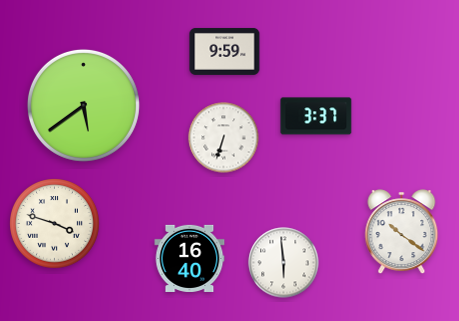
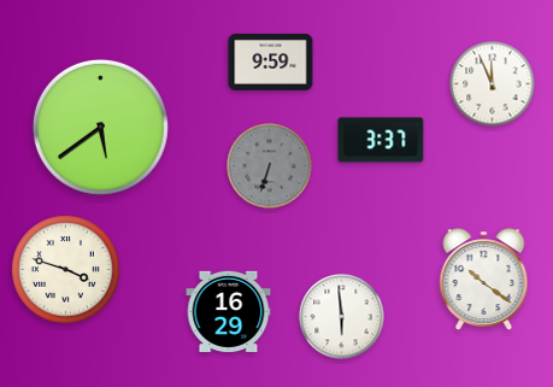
clock at (493, 84): none -> 11:56
clock at (224, 138) dial: white -> grey
clock at (190, 258): 16:40 -> 16:29
